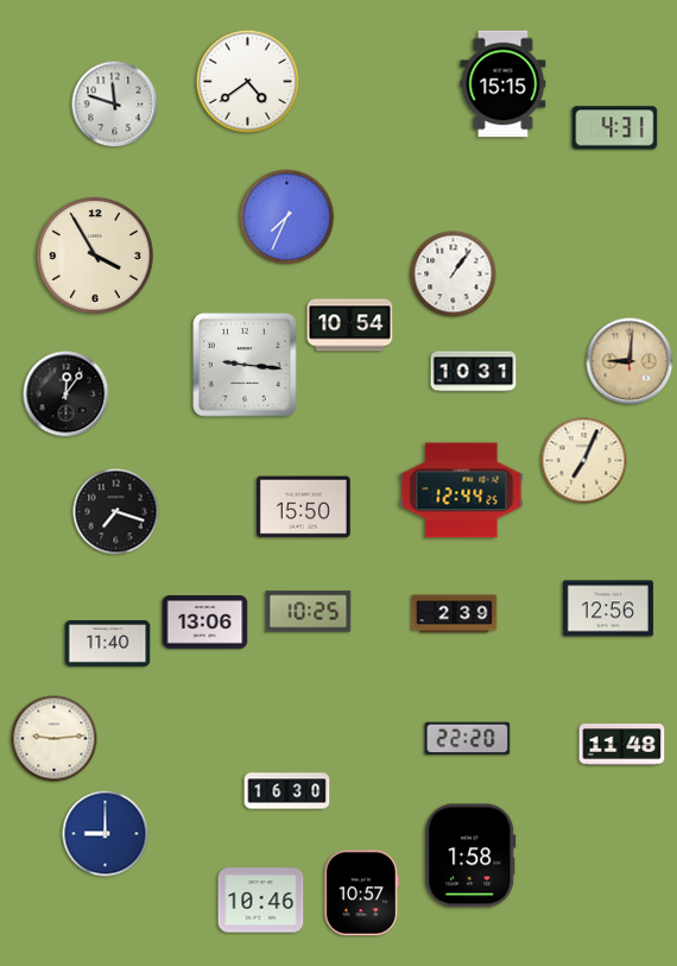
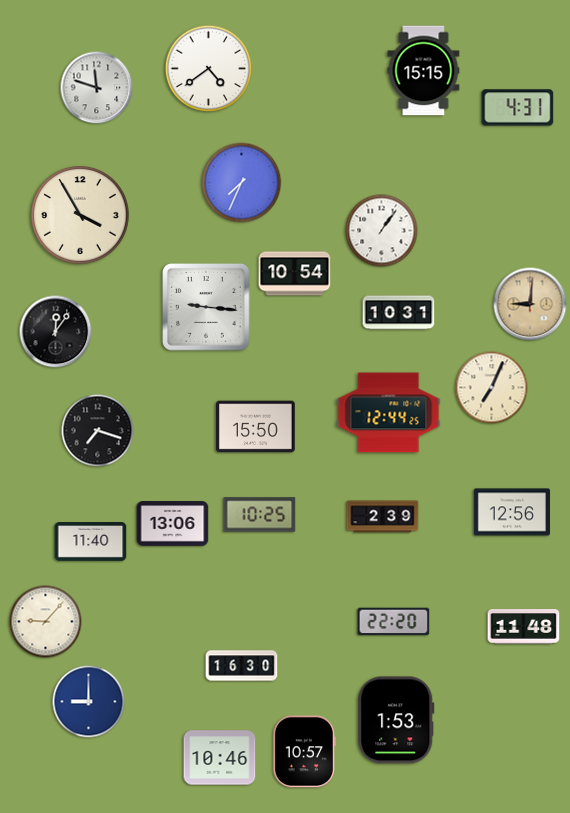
clock at (55, 739): 9:14 -> 9:07
clock at (470, 855): 1:58 -> 1:53
